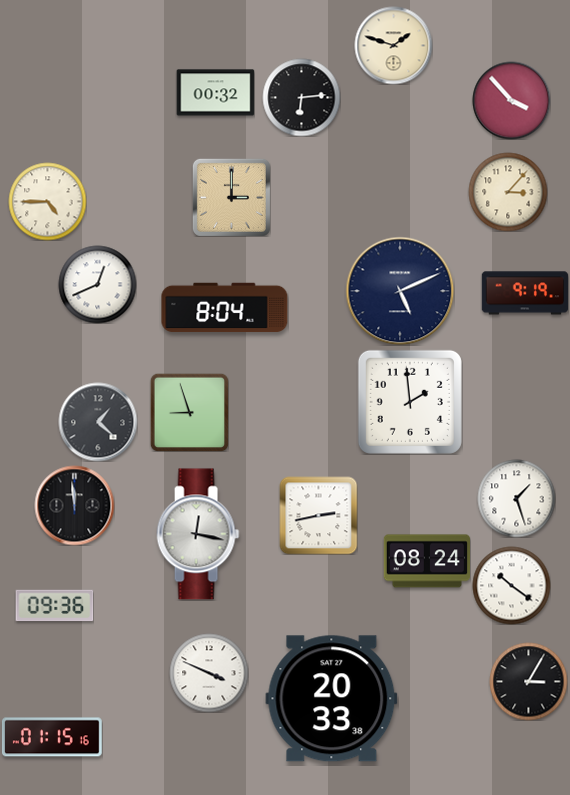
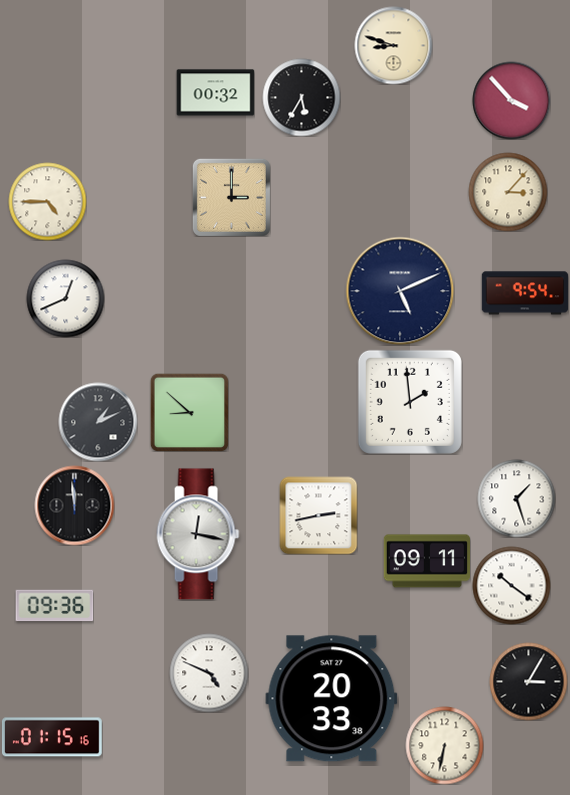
clock at (393, 45): 1:48 -> 8:48
clock at (301, 97): 6:14 -> 5:35
clock at (97, 284) position: (97, 284) -> (65, 298)
clock at (525, 293): 9:19 -> 9:54
clock at (225, 308): 8:04 -> none
clock at (189, 412): 8:57 -> 8:52
clock at (98, 422): 1:22 -> 1:11
clock at (426, 561): 08:24 -> 09:11
clock at (209, 673): 3:49 -> 4:49
clock at (444, 745): none -> 6:32
